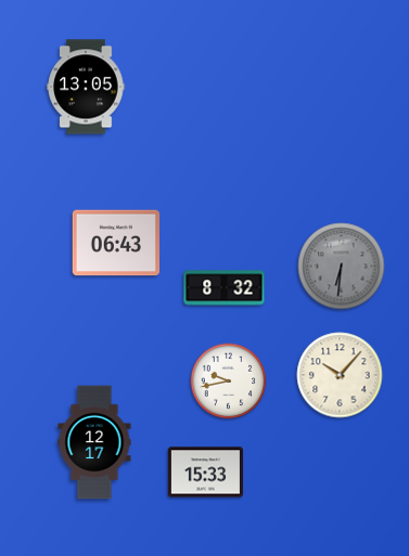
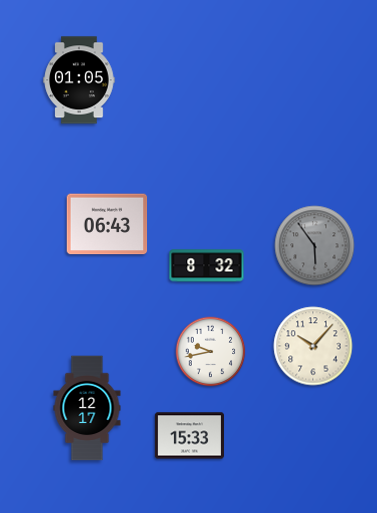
clock at (86, 87): 13:05 -> 01:05
clock at (342, 267): 6:31 -> 5:54
